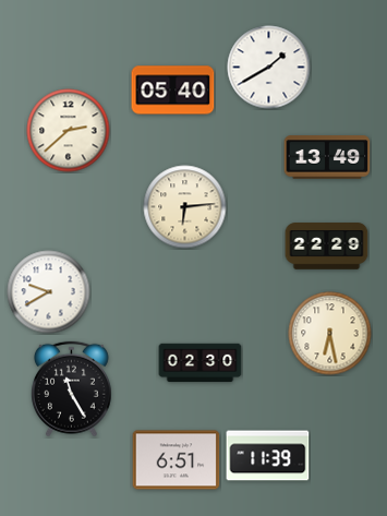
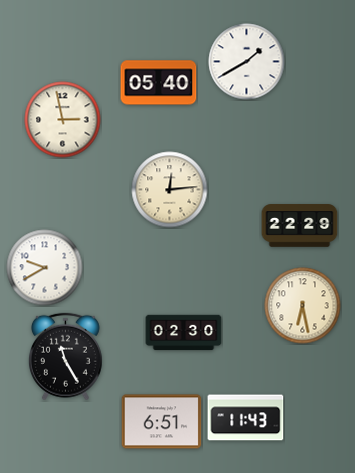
clock at (69, 131): 2:38 -> 2:58
clock at (327, 157): 13:49 -> none
clock at (185, 207): 6:14 -> 12:14
clock at (268, 456): 11:39 -> 11:43
